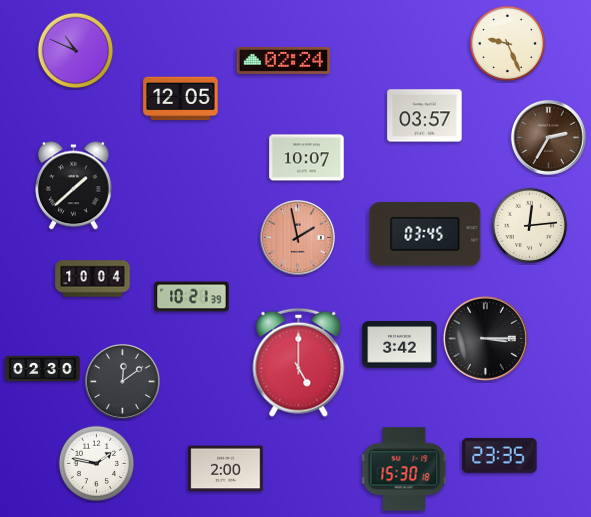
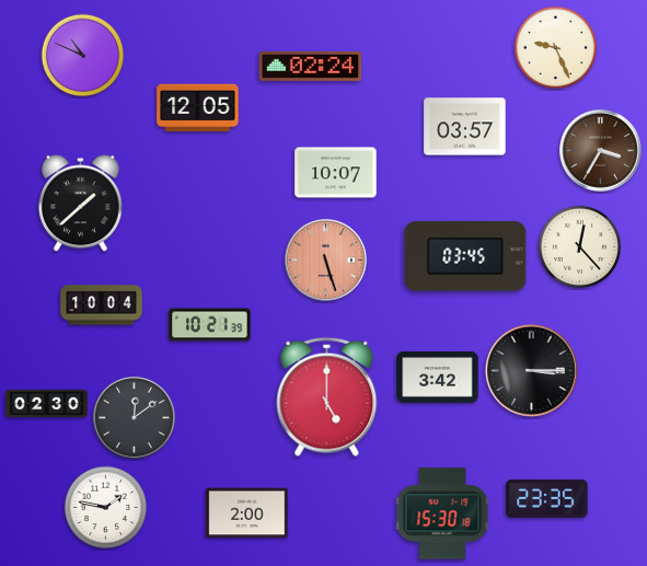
clock at (548, 137): 2:35 -> 3:35
clock at (530, 226): 12:14 -> 12:23
clock at (297, 237): 1:58 -> 5:27
